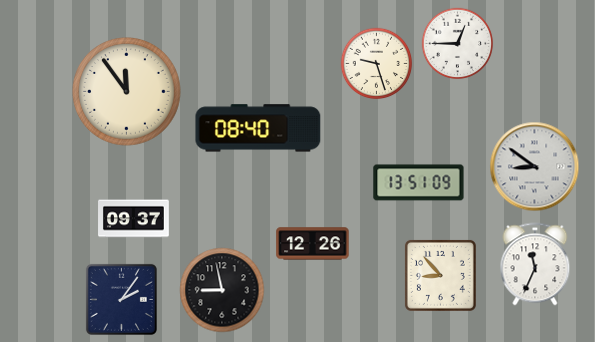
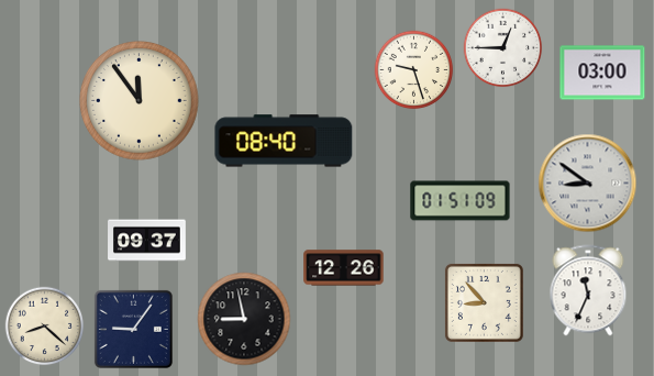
clock at (602, 73): none -> 03:00
clock at (419, 183): 13:51 -> 01:51
clock at (45, 327): none -> 8:22
clock at (121, 299): 2:06 -> 9:06
